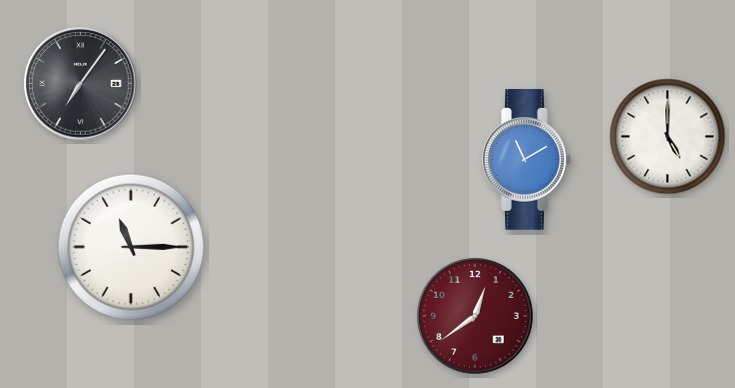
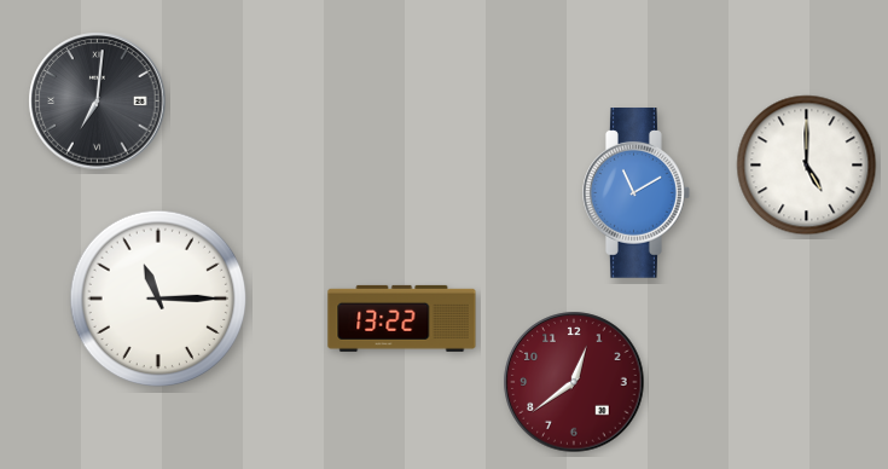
clock at (81, 84): 7:06 -> 7:01
clock at (402, 318): none -> 13:22
